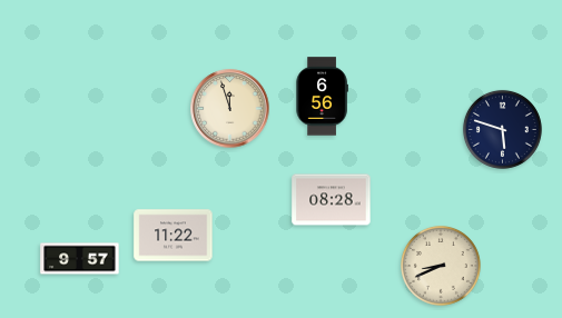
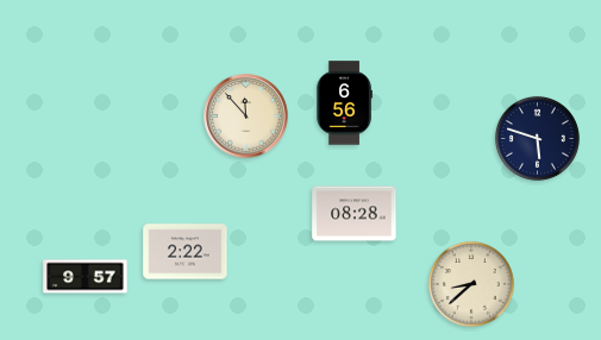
clock at (230, 109): 11:57 -> 11:53
clock at (174, 236): 11:22 -> 2:22
clock at (441, 266): 8:41 -> 8:38
